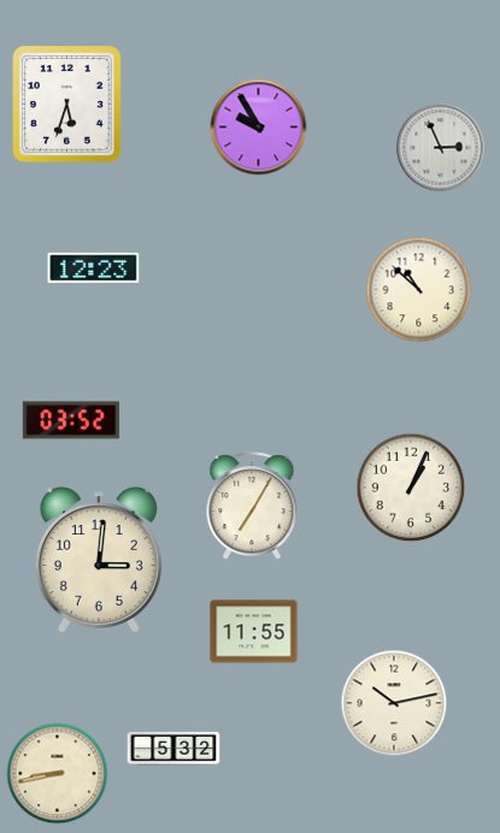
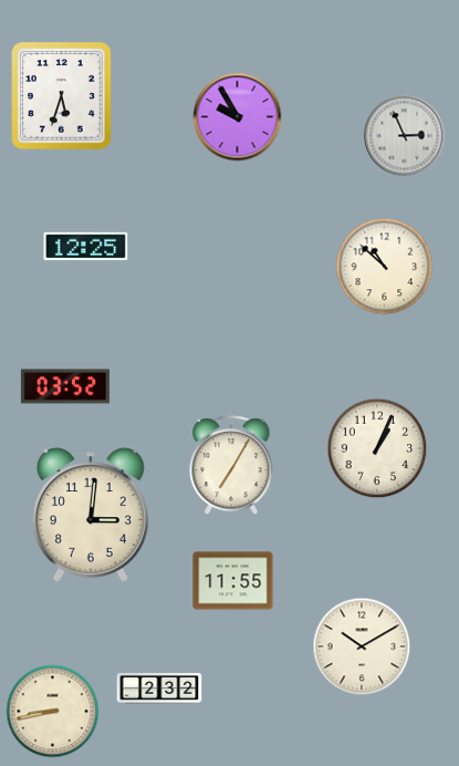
clock at (94, 268): 12:23 -> 12:25
clock at (394, 703): 10:13 -> 10:10
clock at (173, 749): 5:32 -> 2:32
